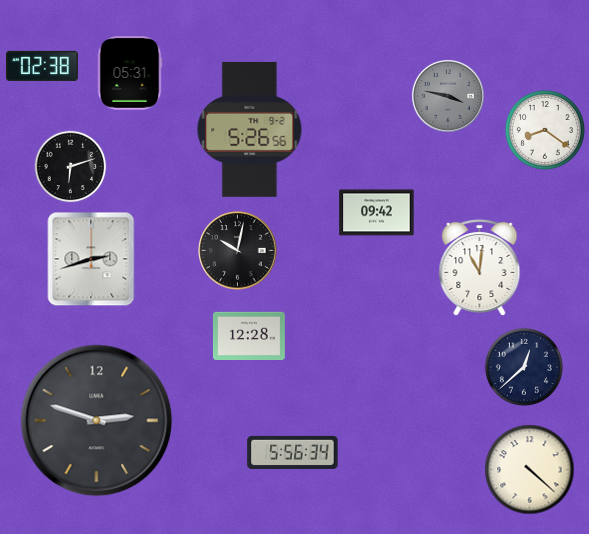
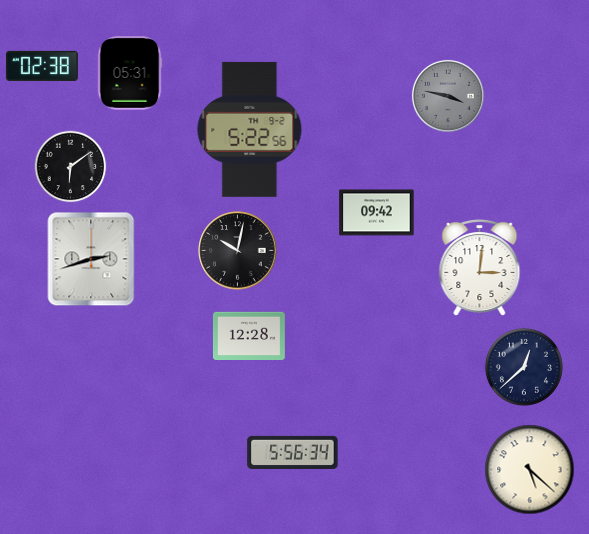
clock at (250, 129): 5:26 -> 5:22
clock at (545, 130): 8:21 -> none
clock at (71, 167): 6:12 -> 6:09
clock at (480, 268): 11:01 -> 3:01
clock at (97, 421): 2:48 -> none
clock at (530, 470): 4:22 -> 5:22
